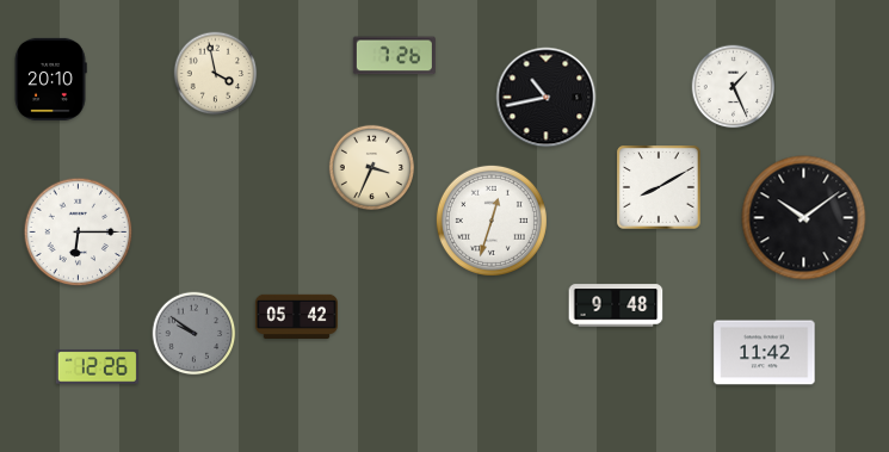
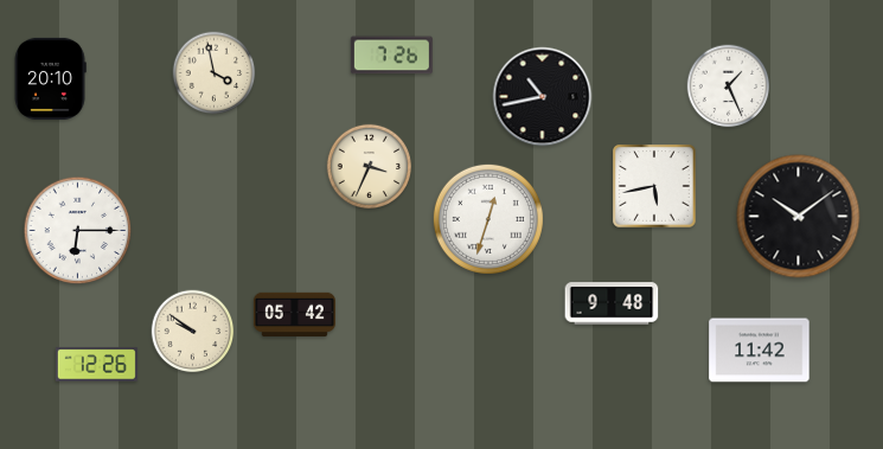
clock at (659, 187): 8:10 -> 5:43
clock at (195, 334) dial: grey -> cream
